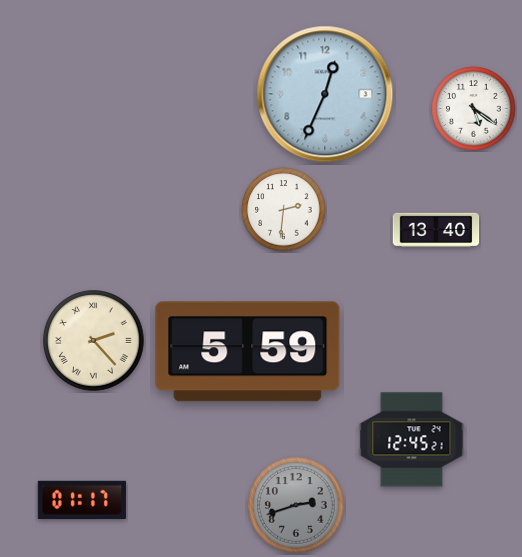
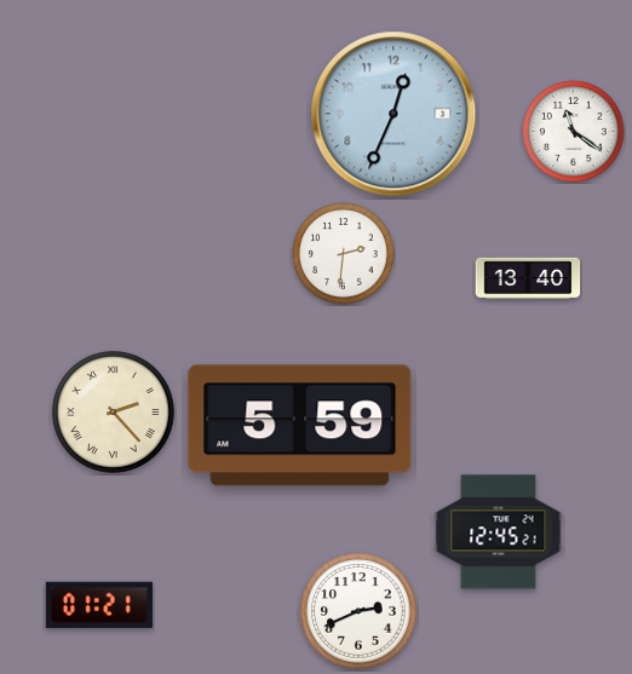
clock at (474, 109): 5:21 -> 11:21
clock at (82, 500): 01:17 -> 01:21
clock at (296, 505): 2:42 -> 2:41
clock at (296, 505) dial: grey -> white
